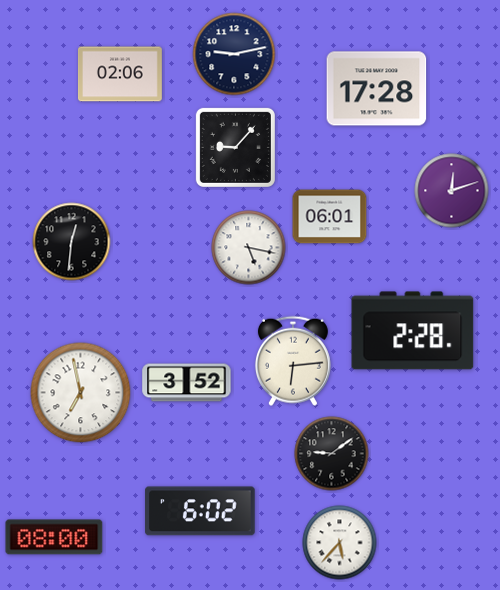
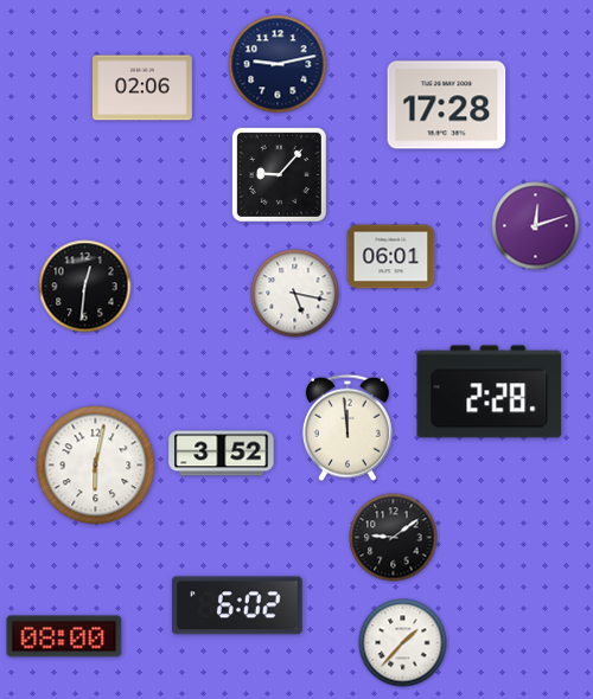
clock at (293, 361): 6:14 -> 11:59
clock at (81, 393): 6:58 -> 6:02
clock at (340, 543): 5:37 -> 1:37
